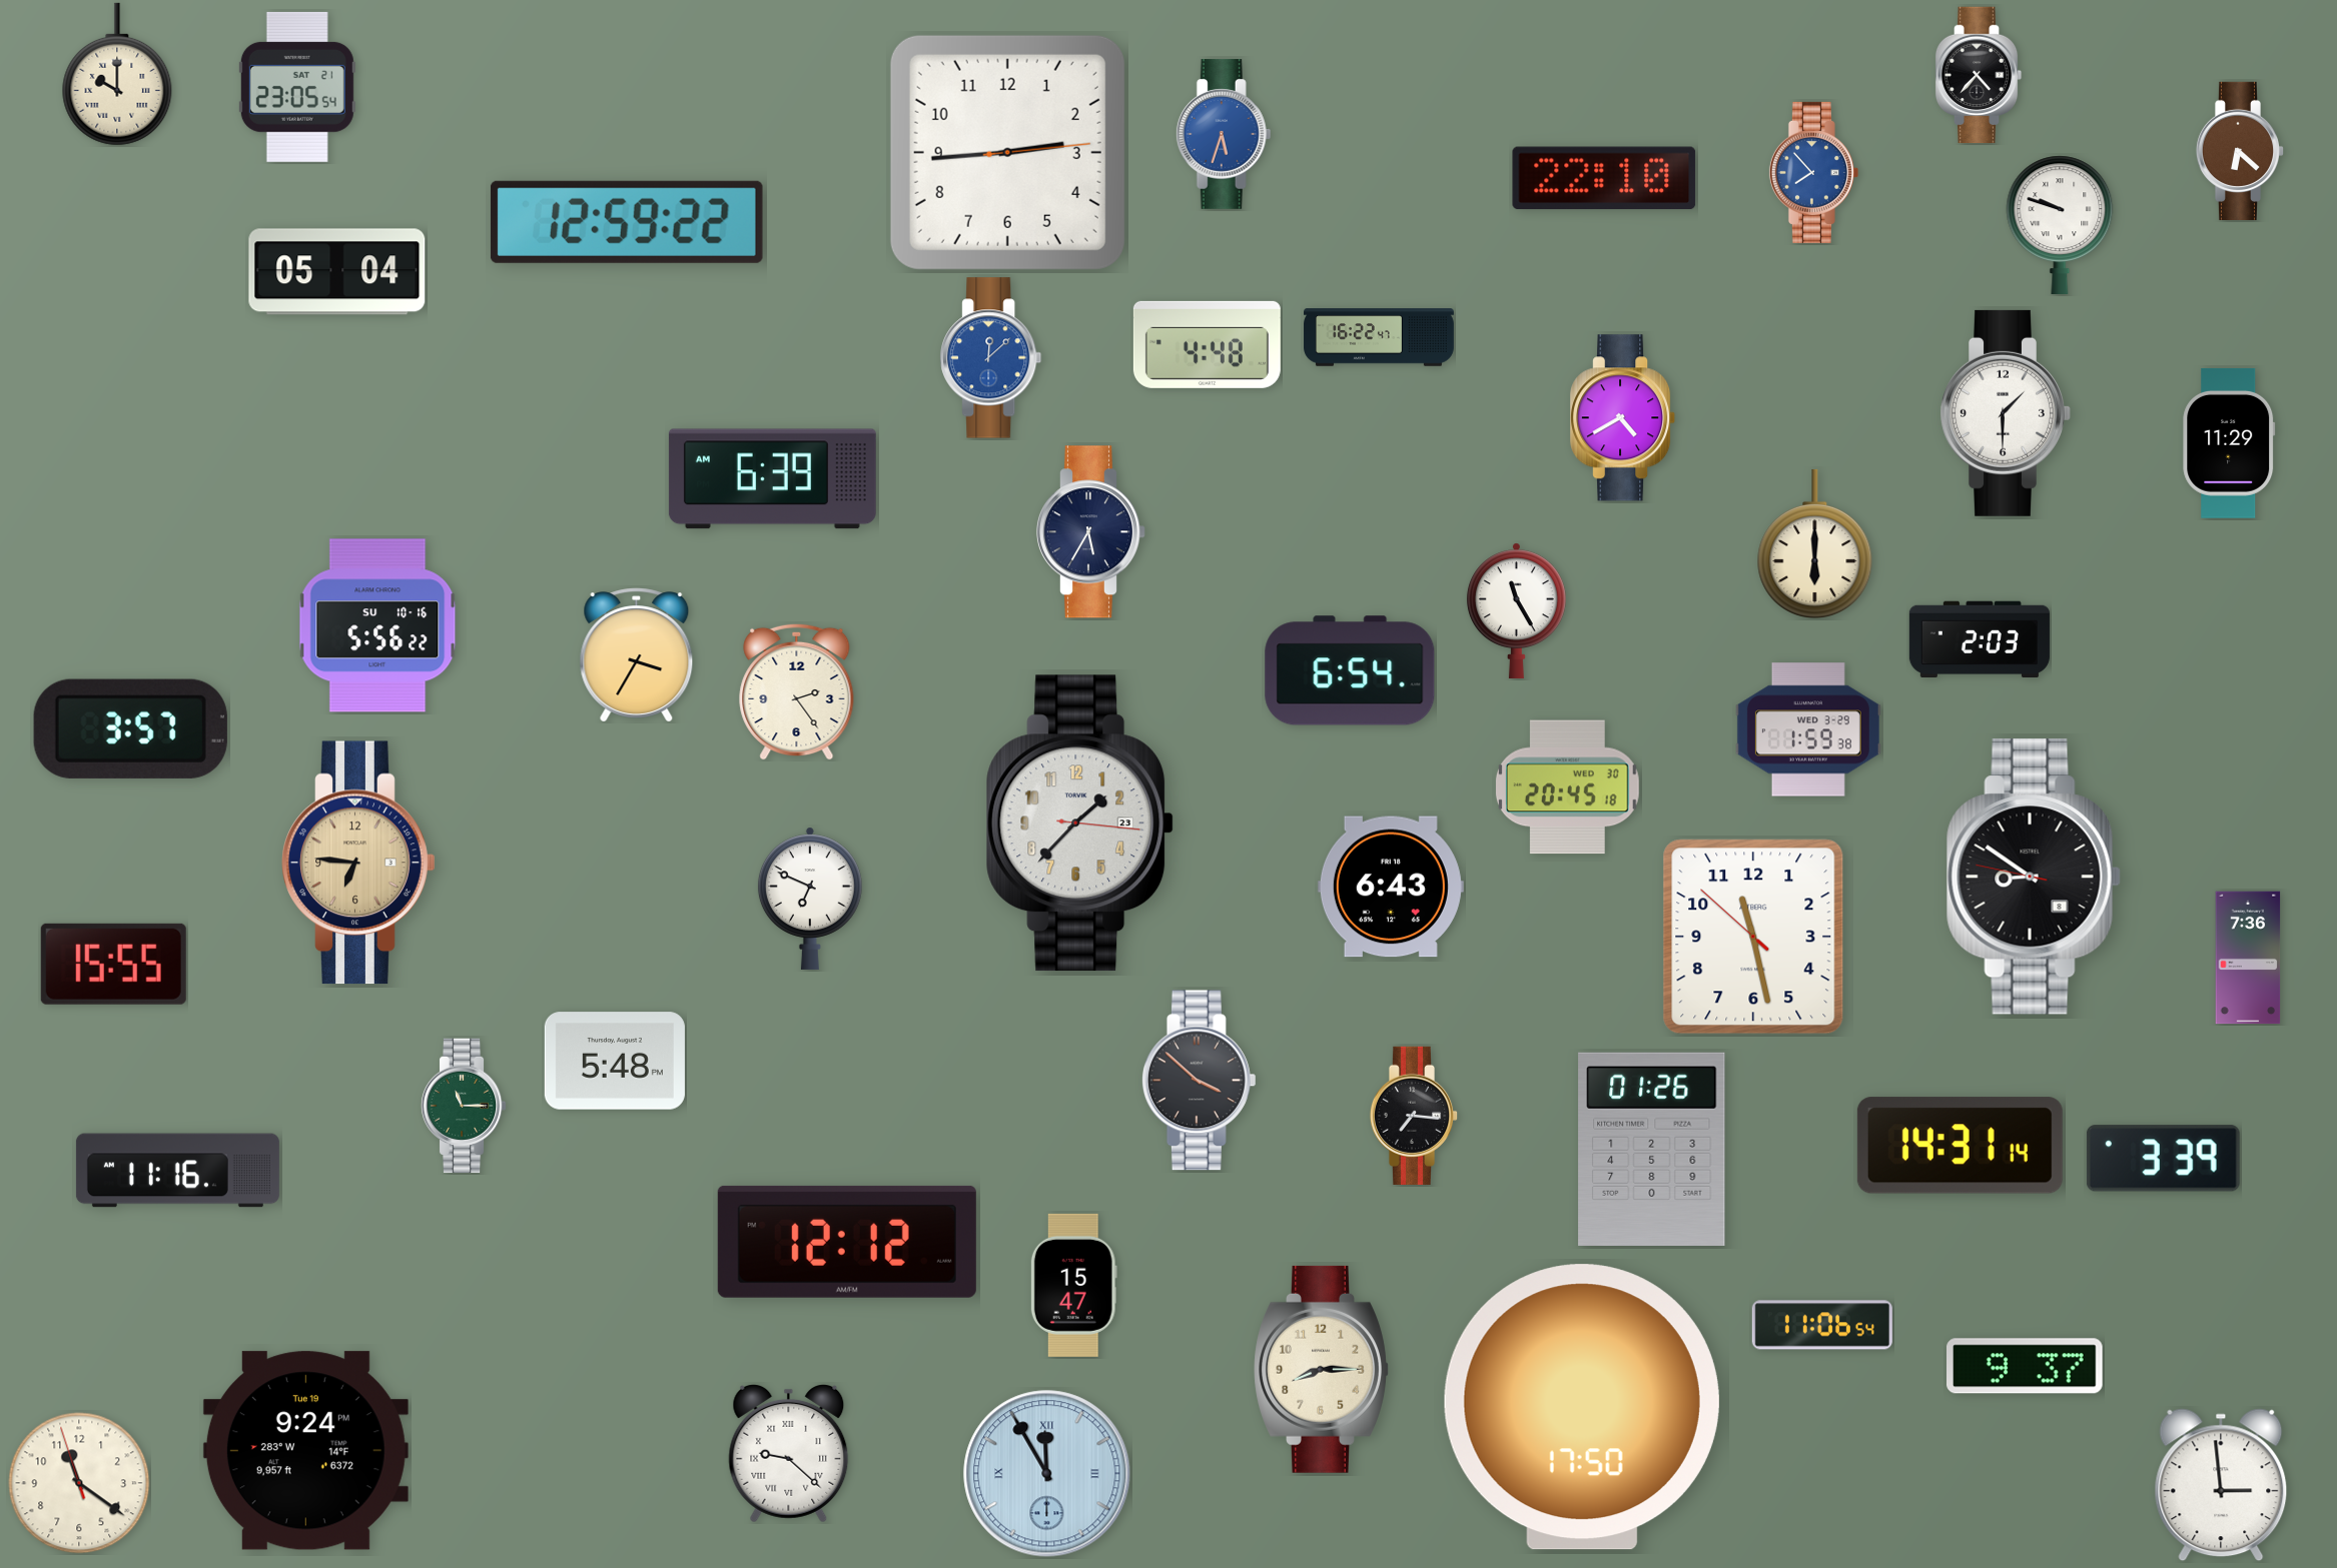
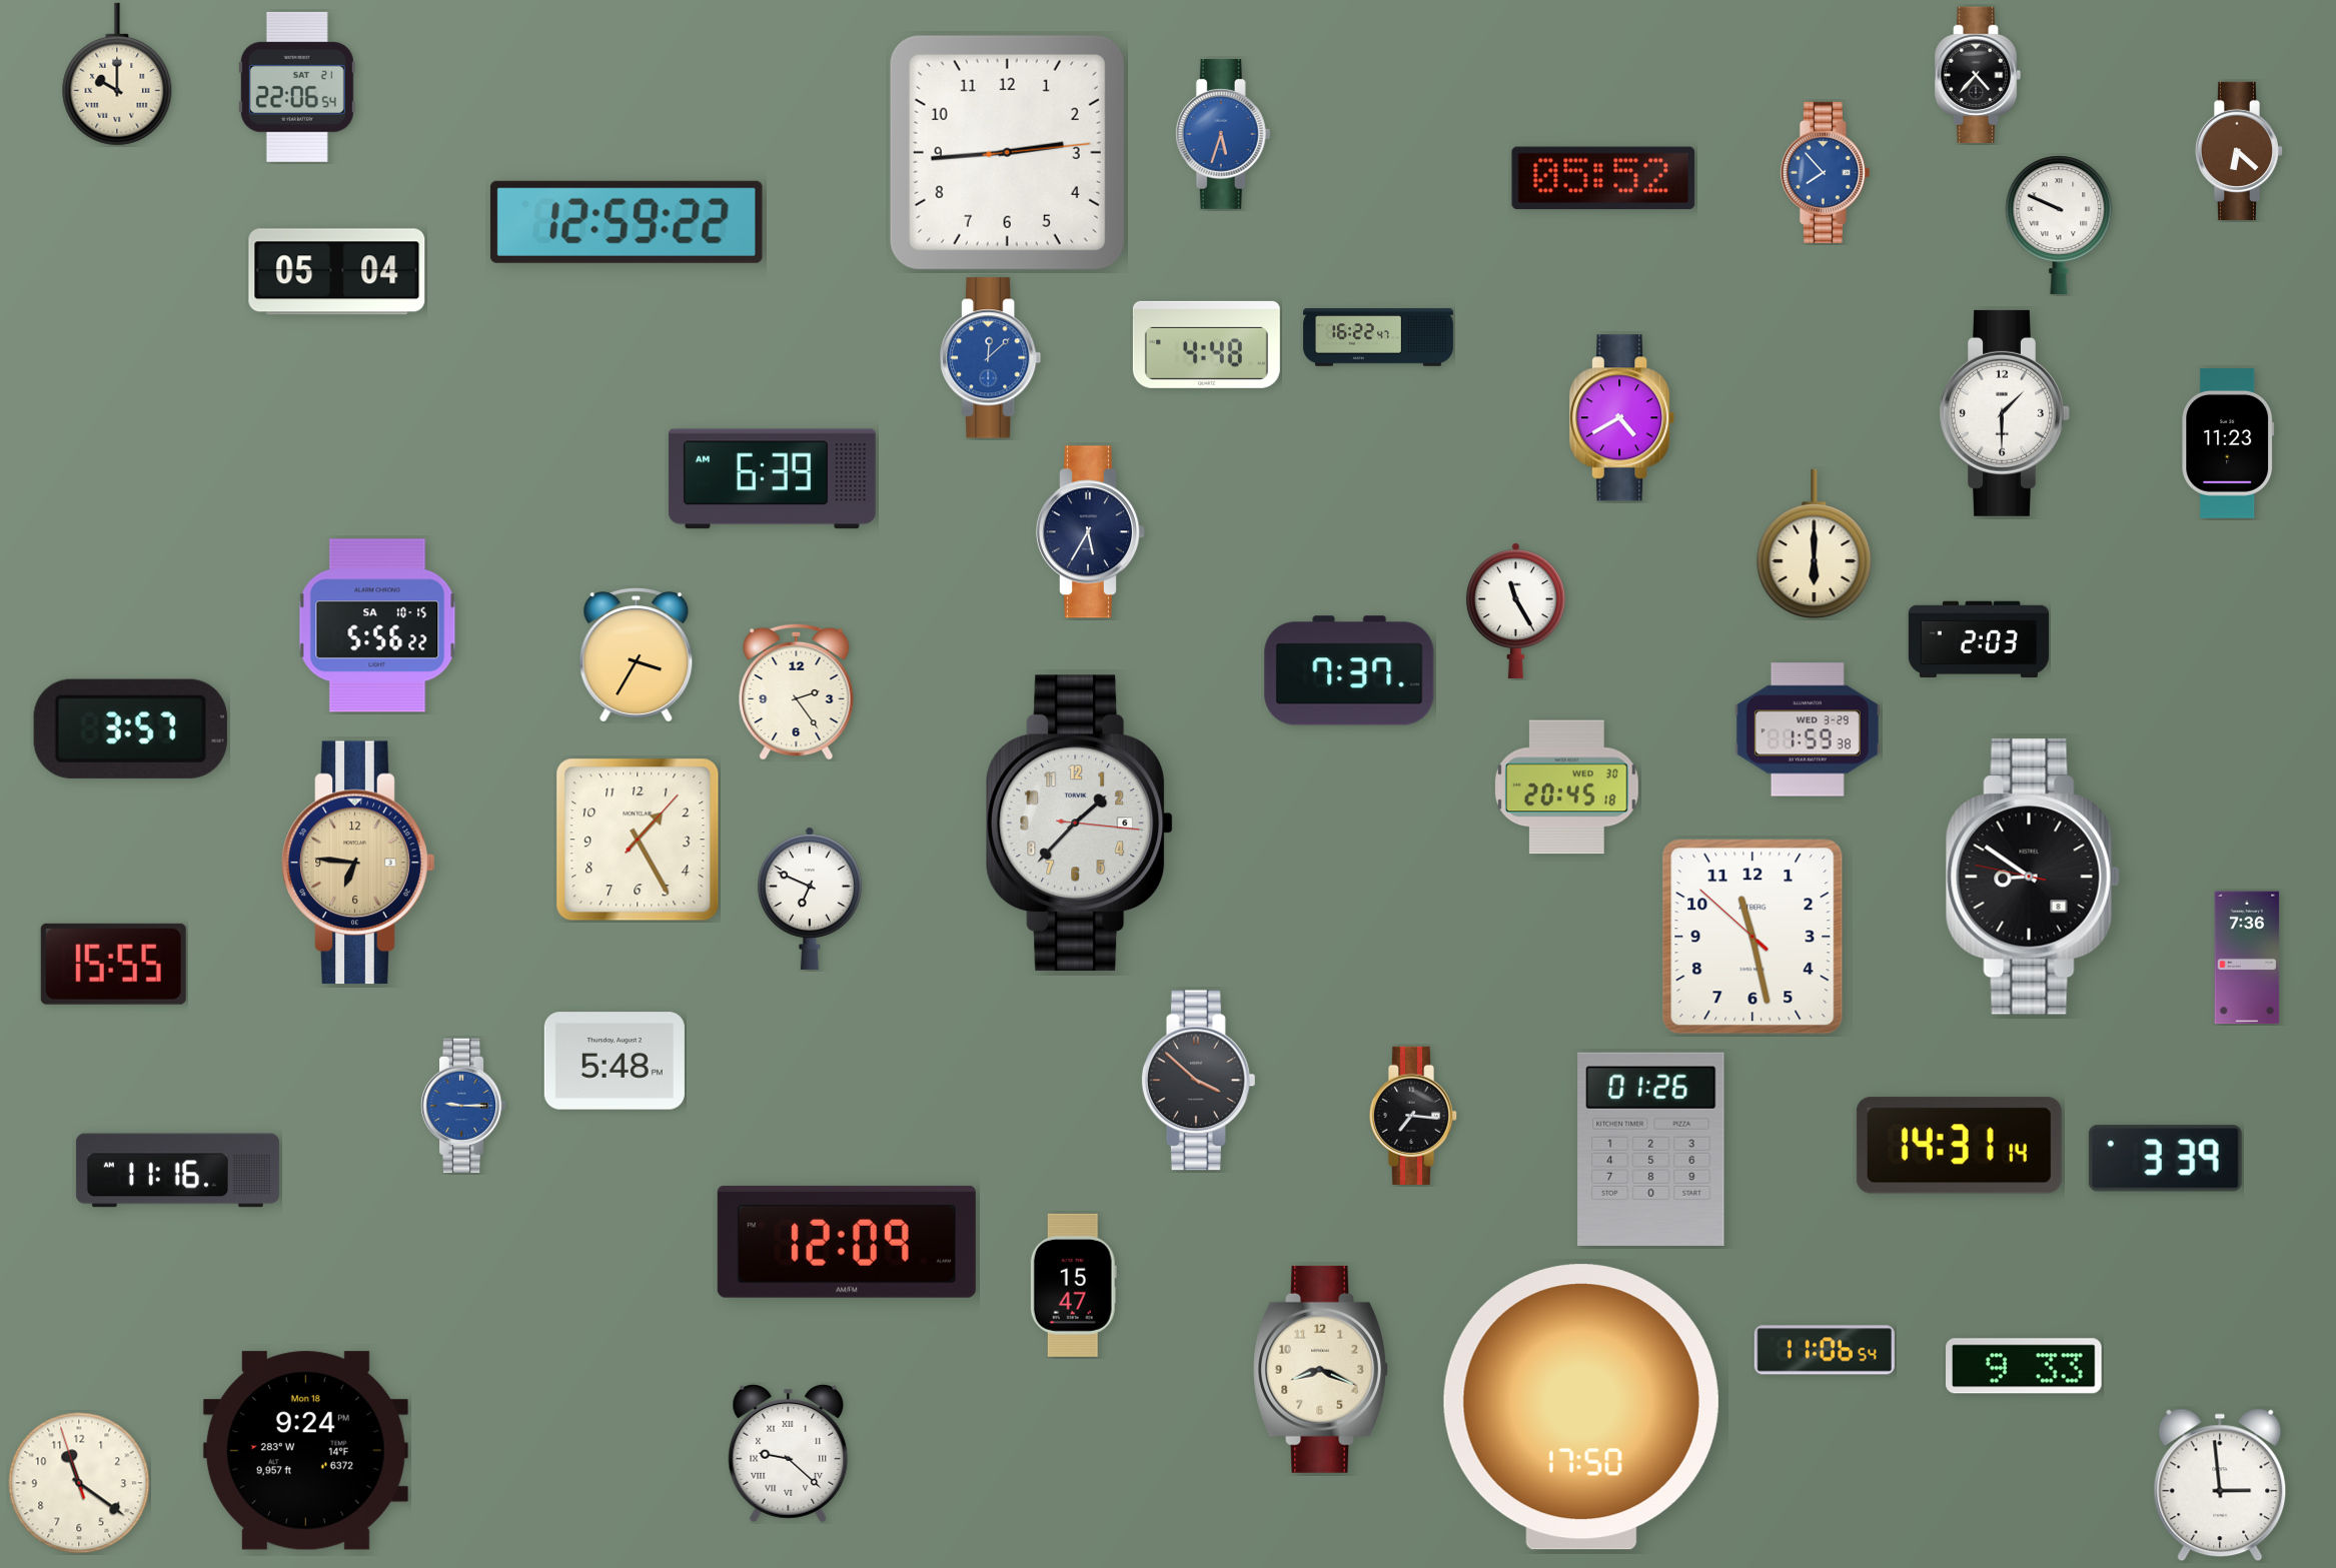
clock at (297, 87): 23:05 -> 22:06
clock at (1813, 172) position: (1813, 172) -> (1825, 172)
clock at (1604, 178): 22:10 -> 05:52
clock at (2060, 225): 9:48 -> 9:49
clock at (2229, 443): 11:29 -> 11:23
clock at (377, 625) date: SU 10-16 -> SA 10-15
clock at (1350, 670): 6:54 -> 7:37
clock at (1080, 824) date: 23 -> 6
clock at (638, 840): none -> 1:25
clock at (1391, 887): 6:43 -> none
clock at (464, 1106): 11:15 -> 9:15
clock at (464, 1106) dial: green -> blue
clock at (2163, 1159) position: (2163, 1159) -> (2165, 1159)
clock at (847, 1242): 12:12 -> 12:09
clock at (1822, 1325) position: (1822, 1325) -> (1825, 1350)
clock at (2025, 1366): 9:37 -> 9:33
clock at (1322, 1369): 8:15 -> 8:19
clock at (305, 1451) date: Tue 19 -> Mon 18
clock at (1047, 1474): 11:55 -> none
